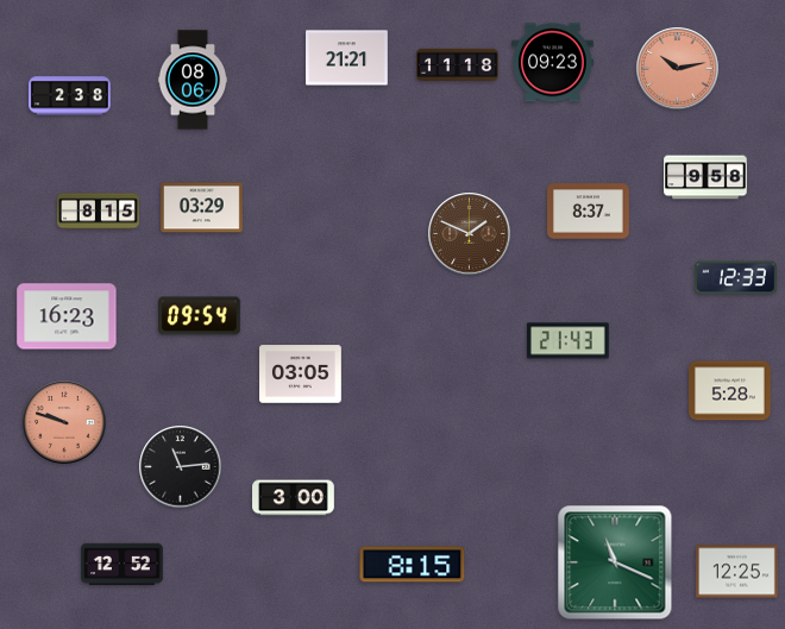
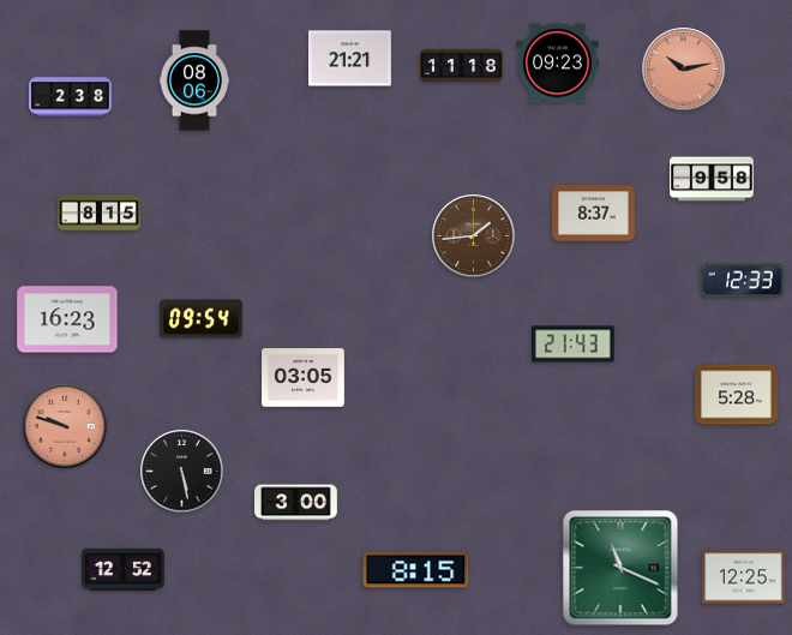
clock at (202, 208): 03:29 -> none
clock at (470, 234): 1:49 -> 1:44
clock at (181, 467): 11:14 -> 5:28
